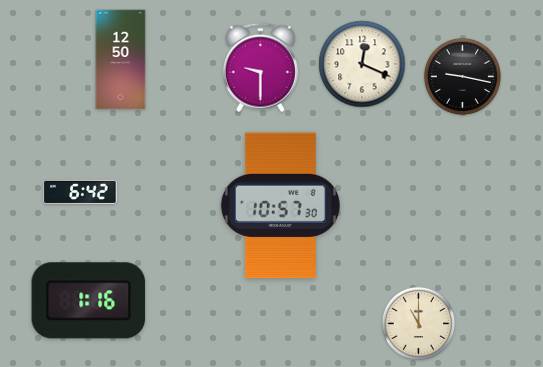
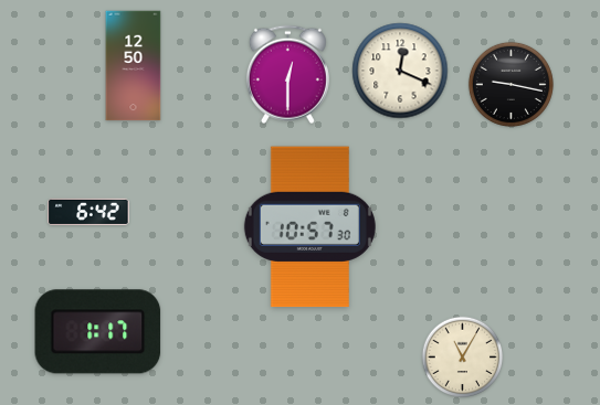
clock at (260, 68): 9:30 -> 12:30
clock at (89, 301): 1:16 -> 1:17
clock at (419, 324): 11:00 -> 11:05
